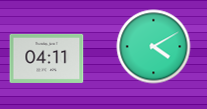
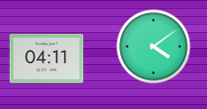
clock at (154, 47): 4:10 -> 4:09
